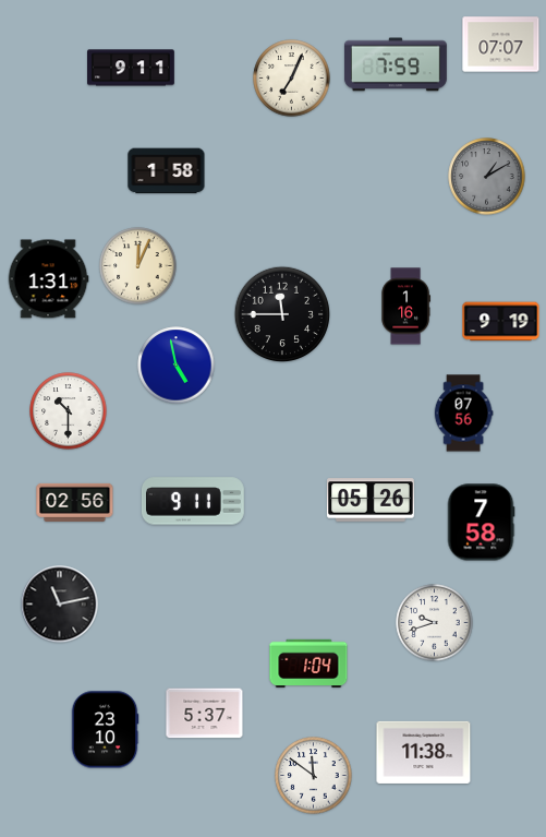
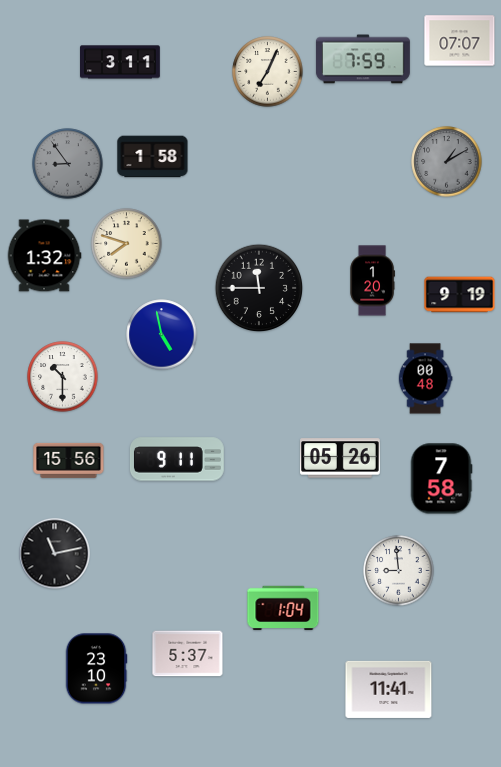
clock at (132, 68): 9:11 -> 3:11
clock at (68, 164): none -> 8:54
clock at (138, 266): 12:04 -> 7:48
clock at (48, 279): 1:31 -> 1:32
clock at (405, 307): 1:16 -> 1:20
clock at (463, 414): 07:56 -> 00:48
clock at (75, 502): 02:56 -> 15:56
clock at (435, 623): 9:42 -> 8:59
clock at (424, 752): 11:38 -> 11:41
clock at (314, 776): 11:51 -> none
